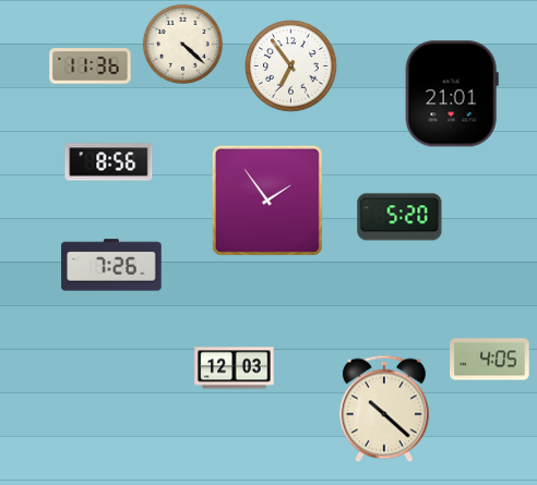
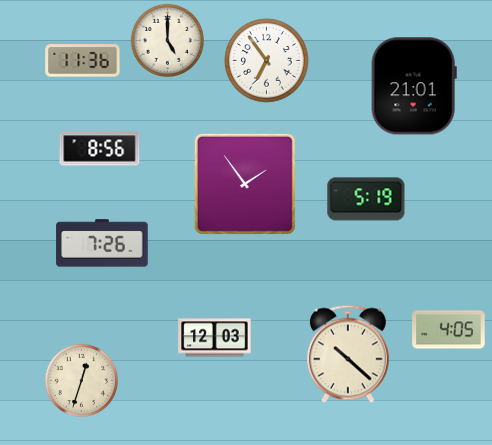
clock at (182, 44): 4:22 -> 5:00
clock at (399, 217): 5:20 -> 5:19
clock at (384, 409) position: (384, 409) -> (348, 354)
clock at (81, 380): none -> 12:33
